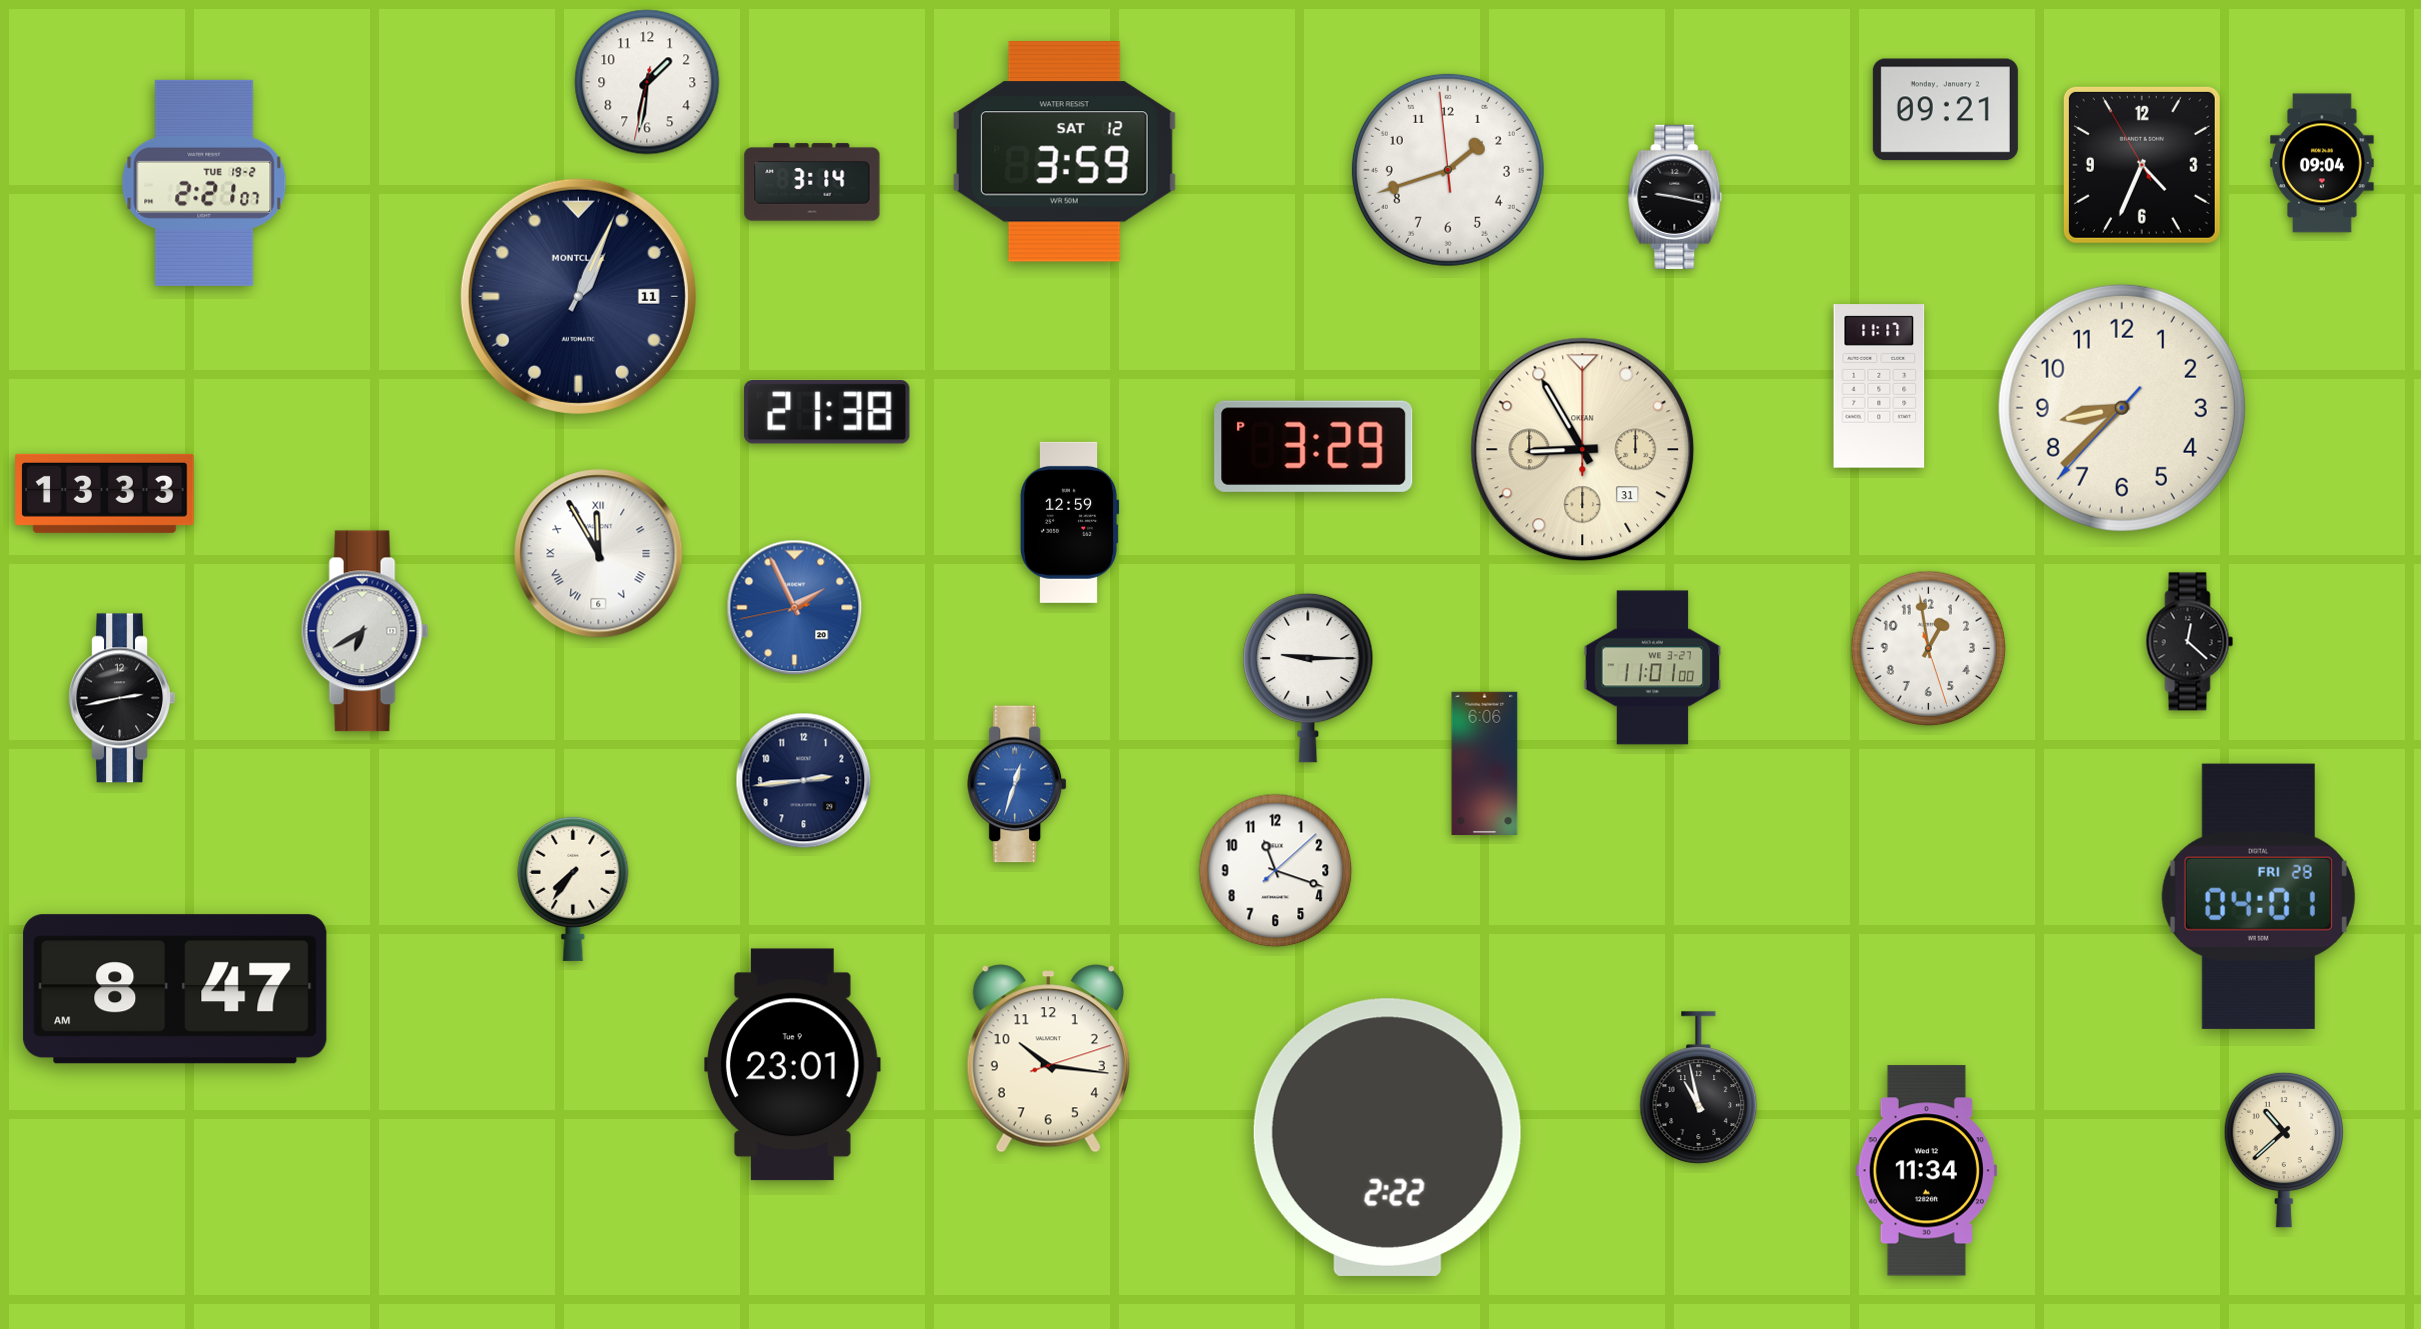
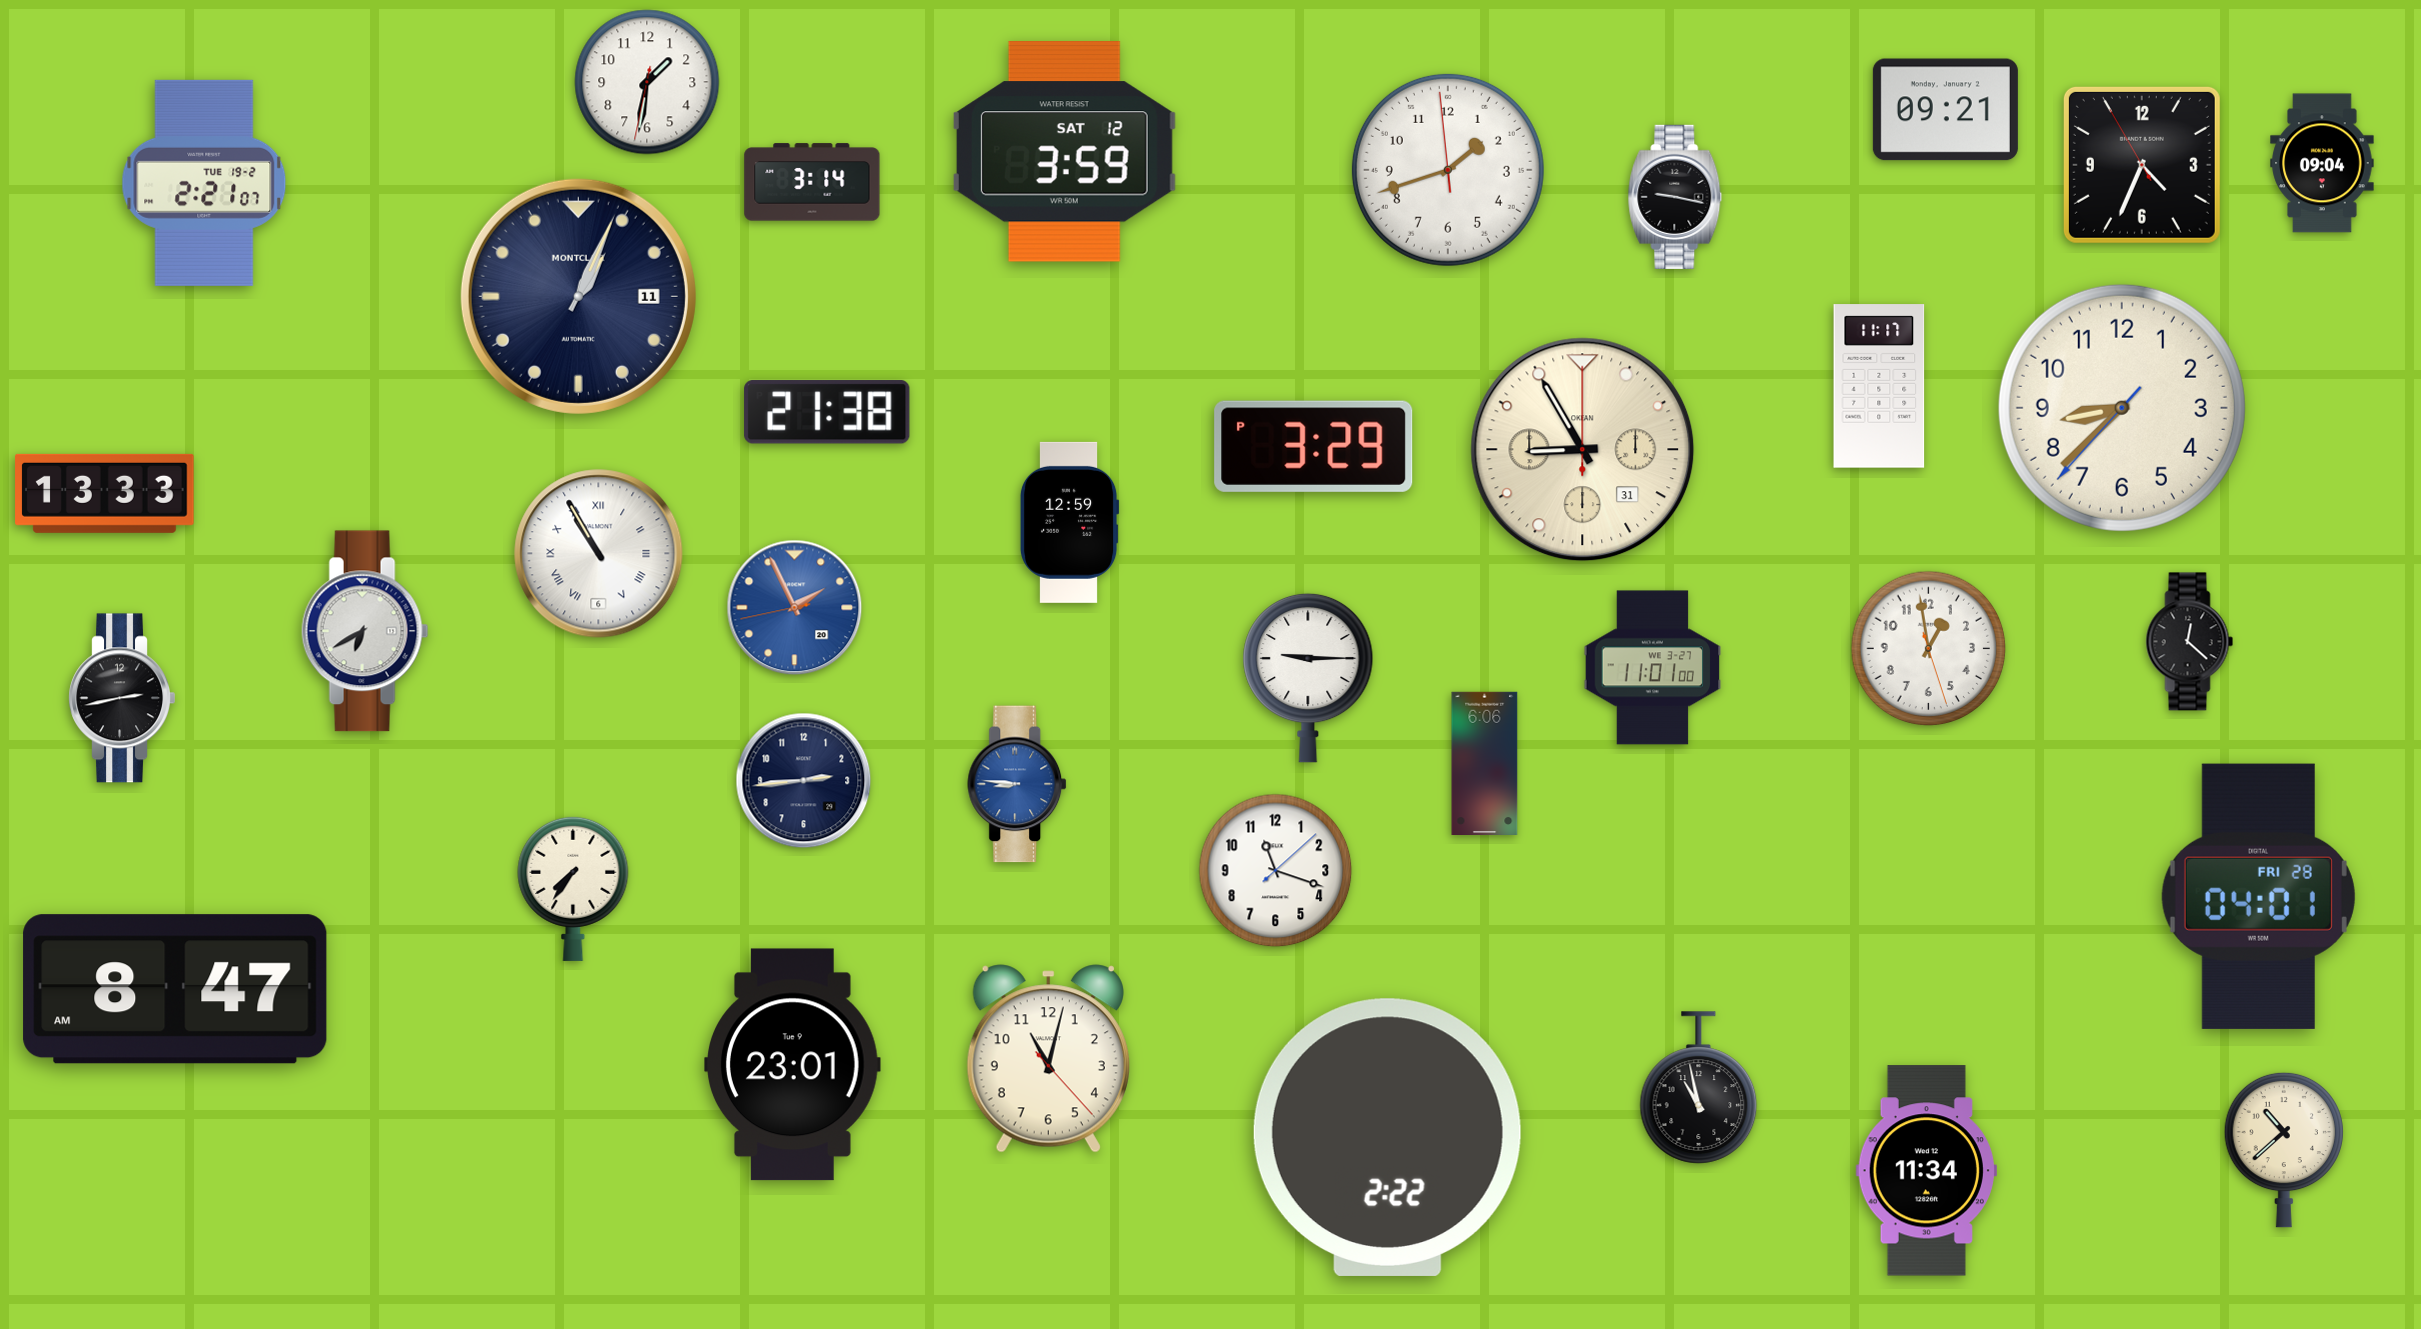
clock at (599, 554): 11:55 -> 10:55
clock at (1018, 784): 12:33 -> 8:46
clock at (1048, 1059): 10:16 -> 11:02
